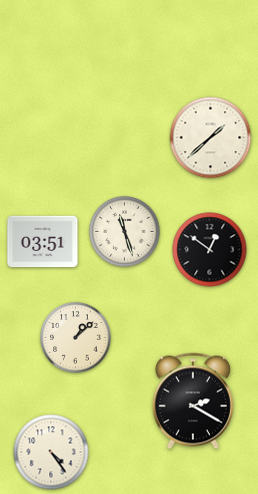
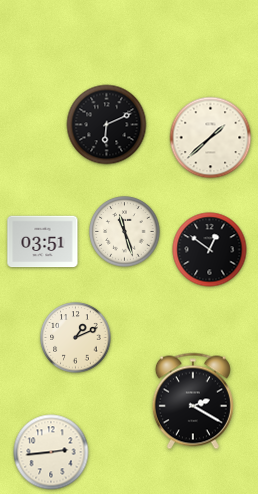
clock at (107, 125): none -> 6:11
clock at (76, 338): 1:08 -> 1:11
clock at (51, 452): 4:24 -> 2:44
